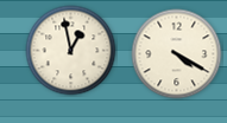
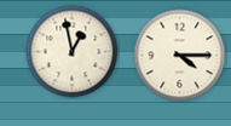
clock at (177, 54): 4:20 -> 4:15
